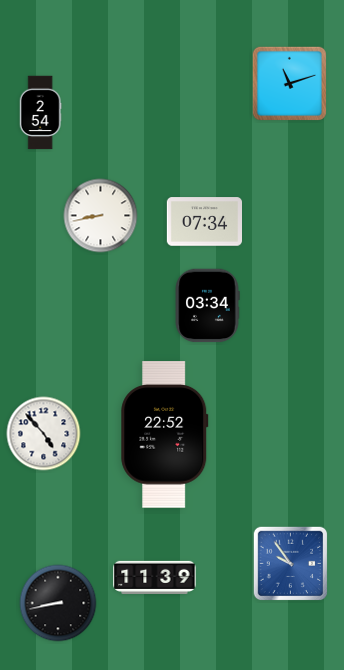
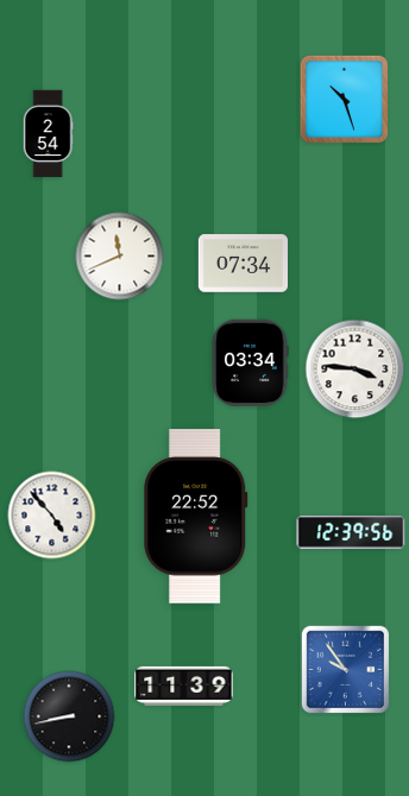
clock at (289, 83): 11:12 -> 10:27
clock at (101, 216): 8:43 -> 11:41
clock at (207, 306) position: (207, 306) -> (250, 364)
clock at (355, 369): none -> 3:46
clock at (351, 533): none -> 12:39
